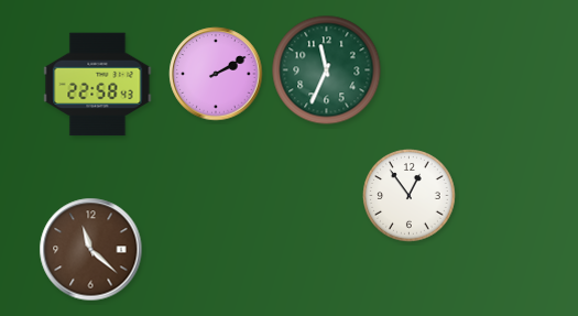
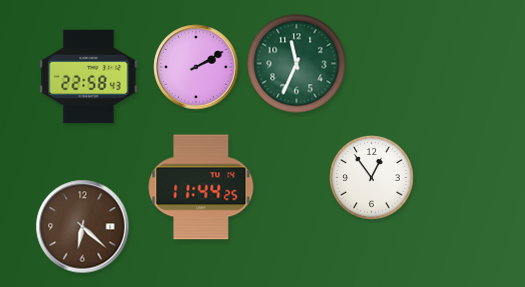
clock at (201, 187): none -> 11:44
clock at (91, 250): 11:22 -> 6:22
